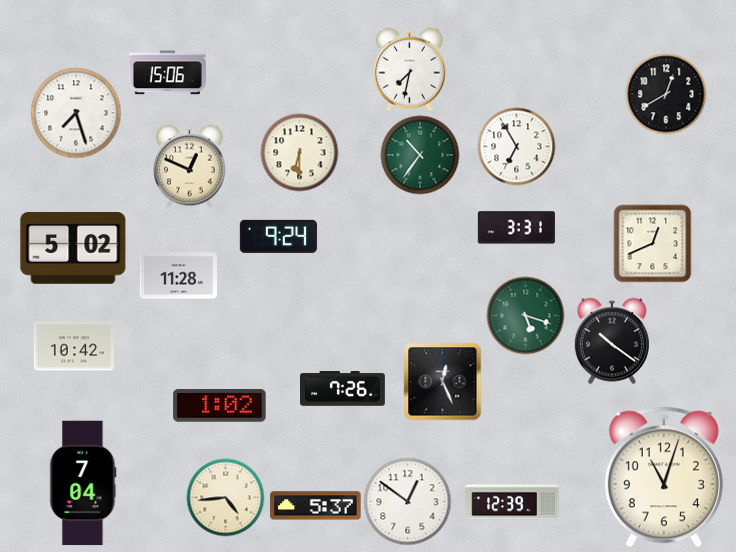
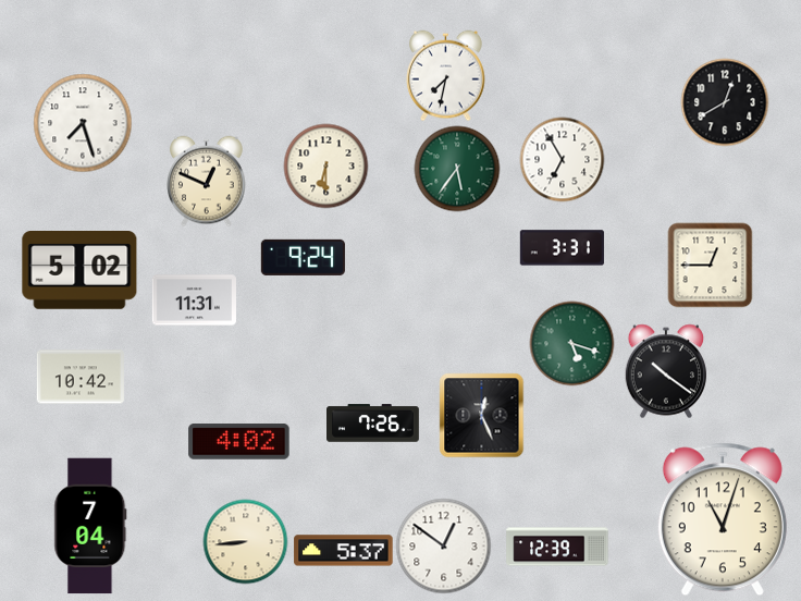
clock at (167, 73): 15:06 -> none
clock at (420, 155): 10:36 -> 5:36
clock at (652, 243): 12:41 -> 12:45
clock at (178, 276): 11:28 -> 11:31
clock at (220, 406): 1:02 -> 4:02
clock at (225, 497): 4:44 -> 8:44
